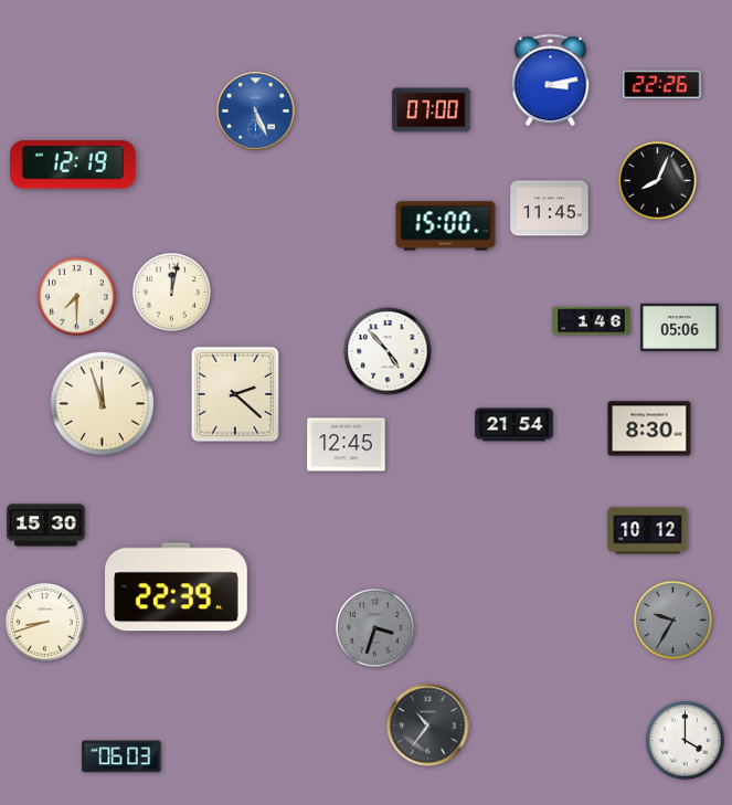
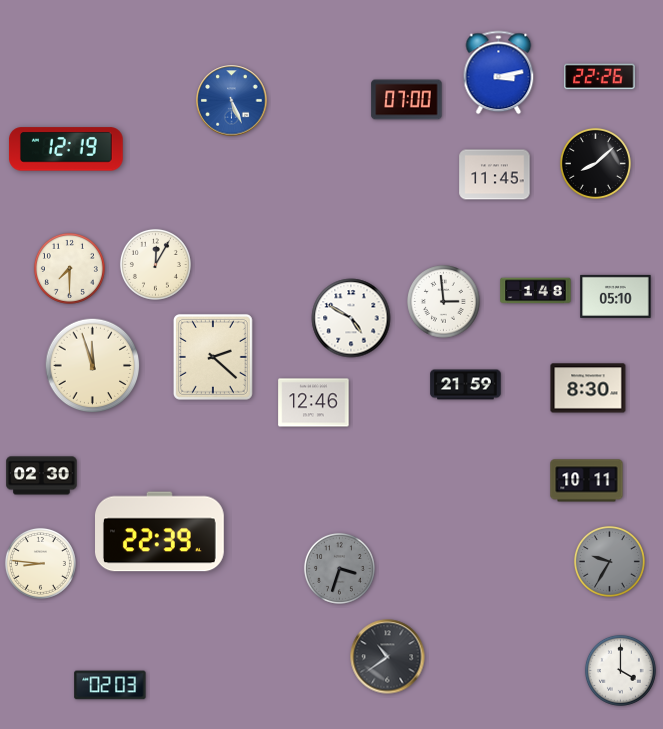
clock at (432, 110) position: (432, 110) -> (407, 100)
clock at (657, 180): 8:04 -> 8:08
clock at (550, 209) position: (550, 209) -> (495, 175)
clock at (446, 226): 15:00 -> none
clock at (171, 292): 12:02 -> 12:05
clock at (592, 321): 1:46 -> 1:48
clock at (680, 327): 05:06 -> 05:10
clock at (444, 302): none -> 2:59
clock at (388, 351): 4:53 -> 4:50
clock at (514, 425): 21:54 -> 21:59
clock at (347, 445): 12:45 -> 12:46
clock at (46, 526): 15:30 -> 02:30
clock at (648, 531): 10:12 -> 10:11
clock at (44, 622): 8:42 -> 8:46
clock at (428, 725): 10:36 -> 10:39
clock at (121, 756): 06:03 -> 02:03
